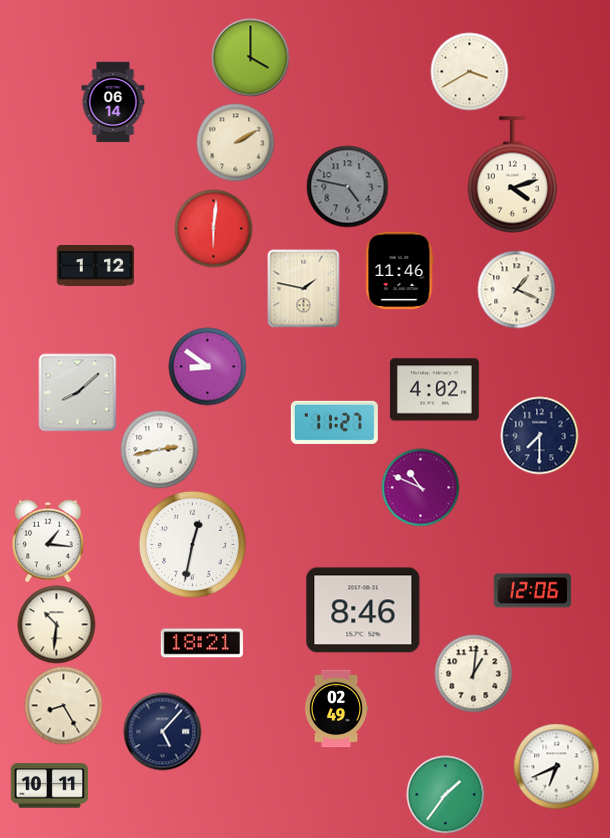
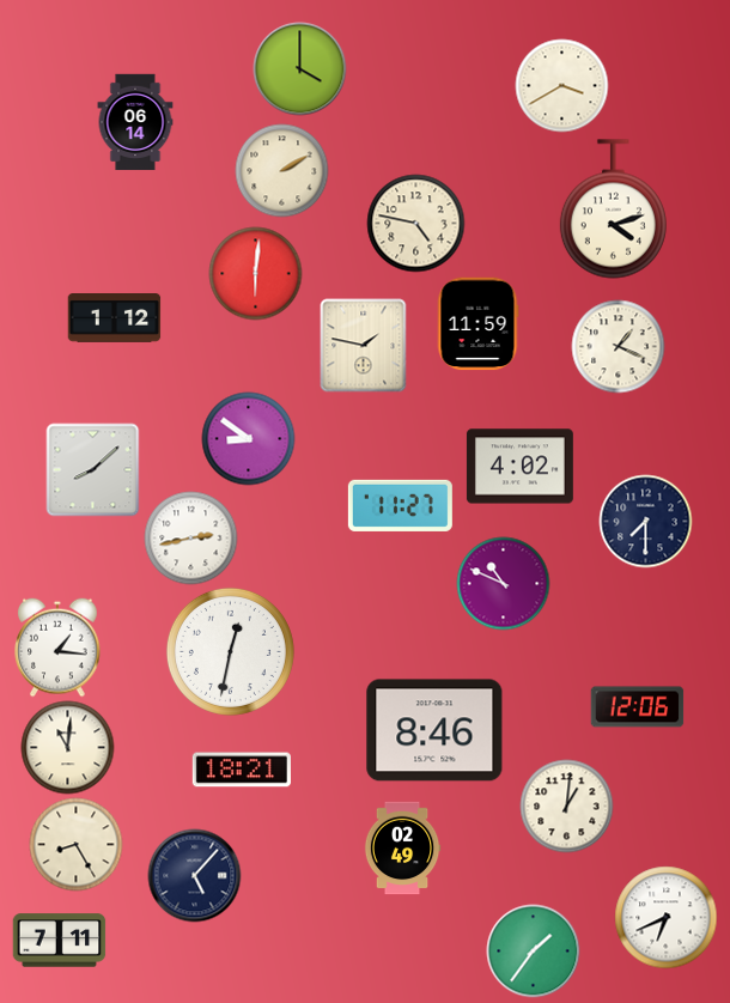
clock at (347, 186) dial: grey -> cream
clock at (399, 270): 11:46 -> 11:59
clock at (56, 624): 10:31 -> 11:01
clock at (49, 786): 10:11 -> 7:11
